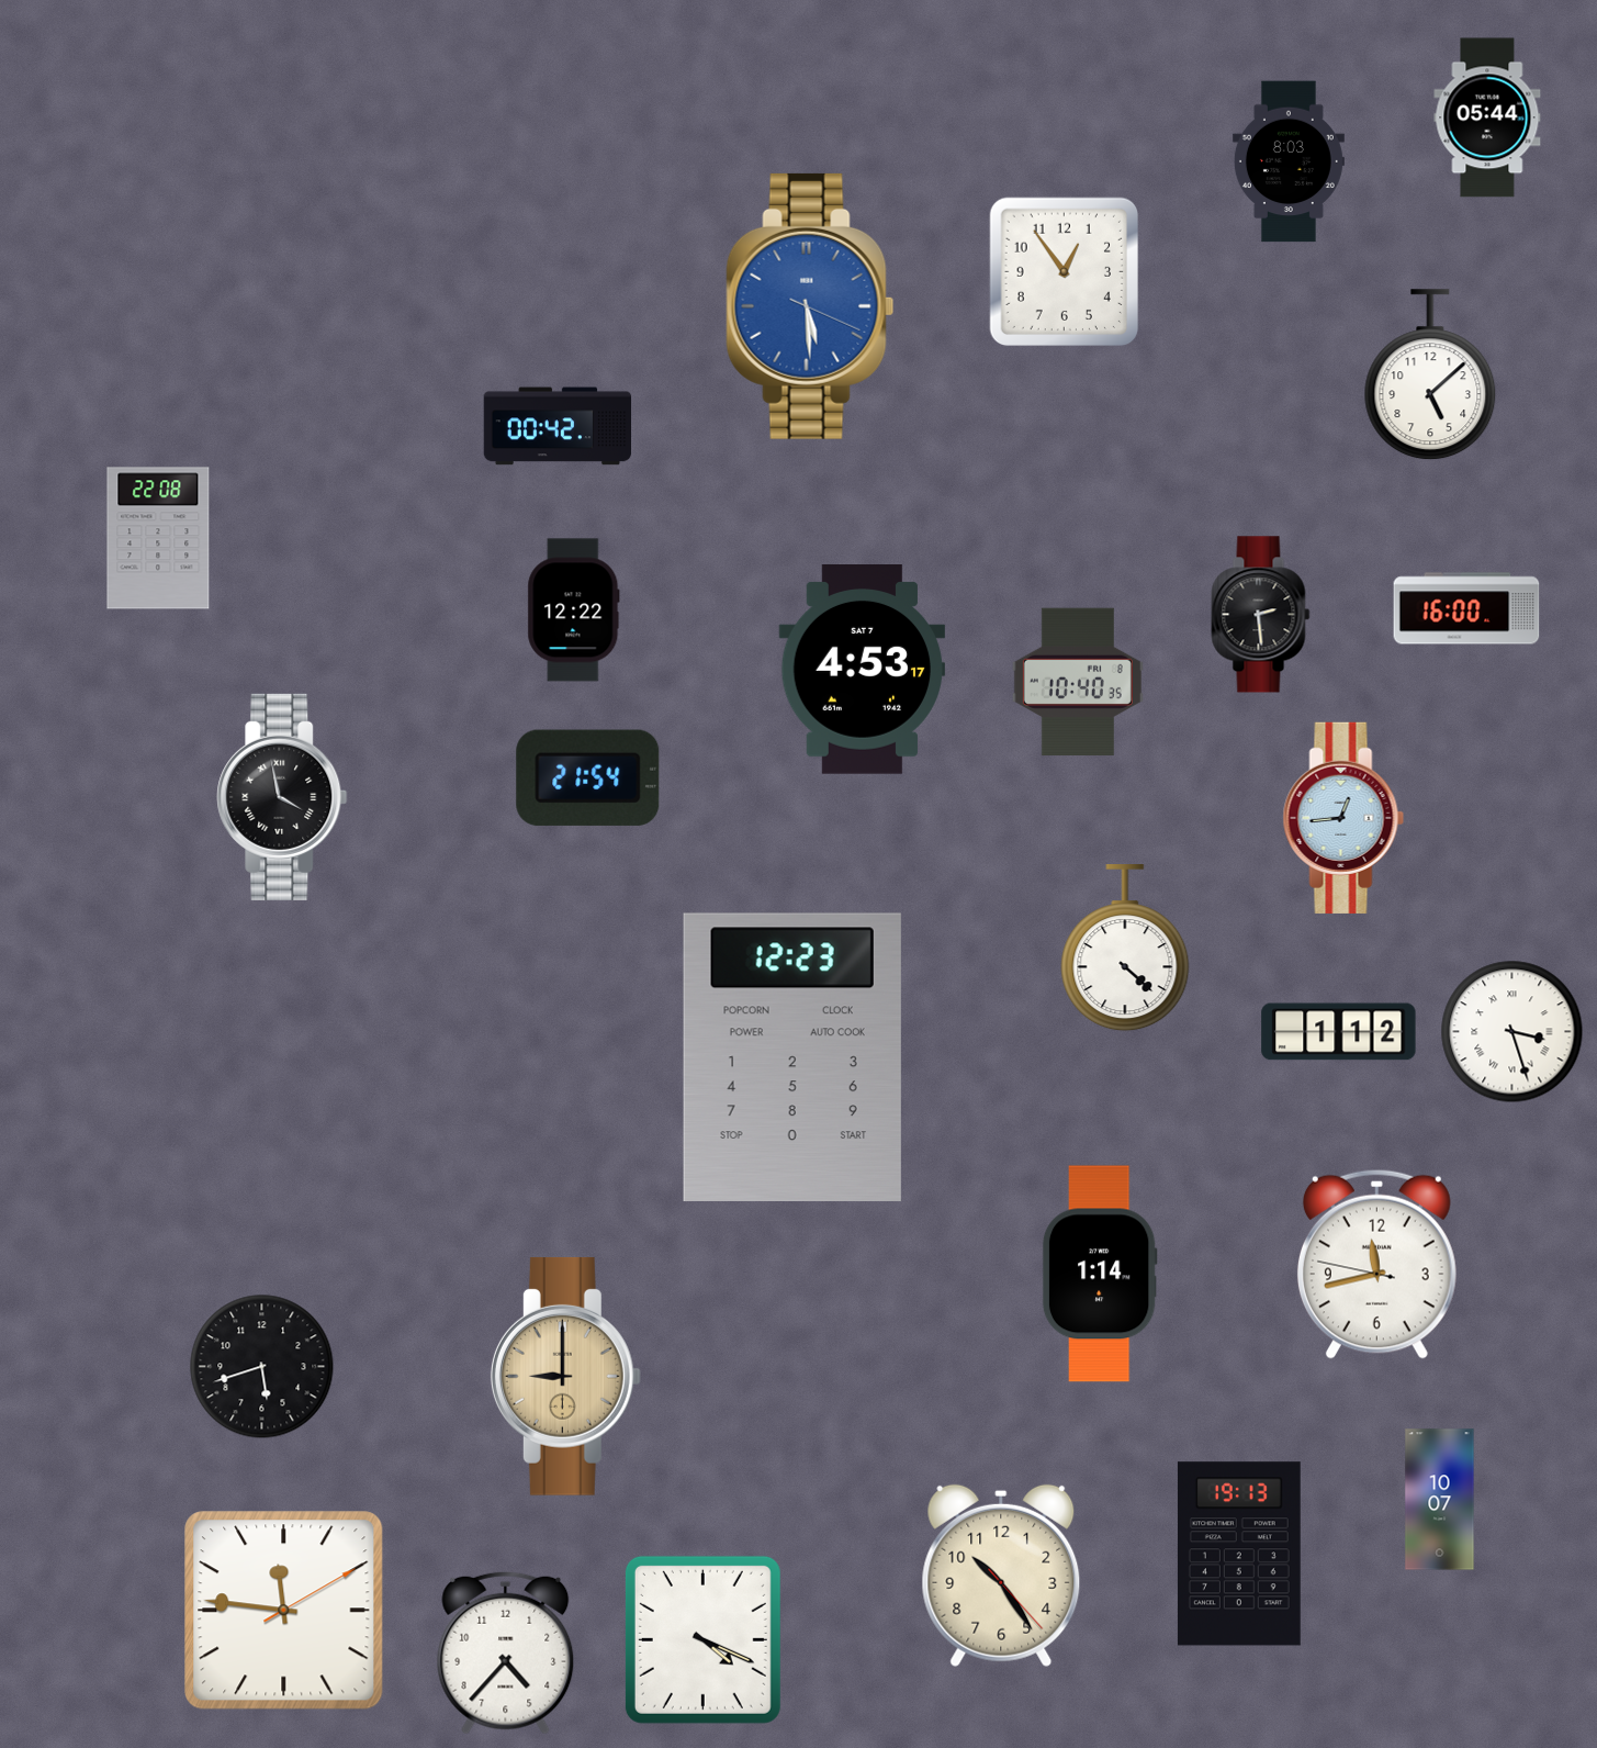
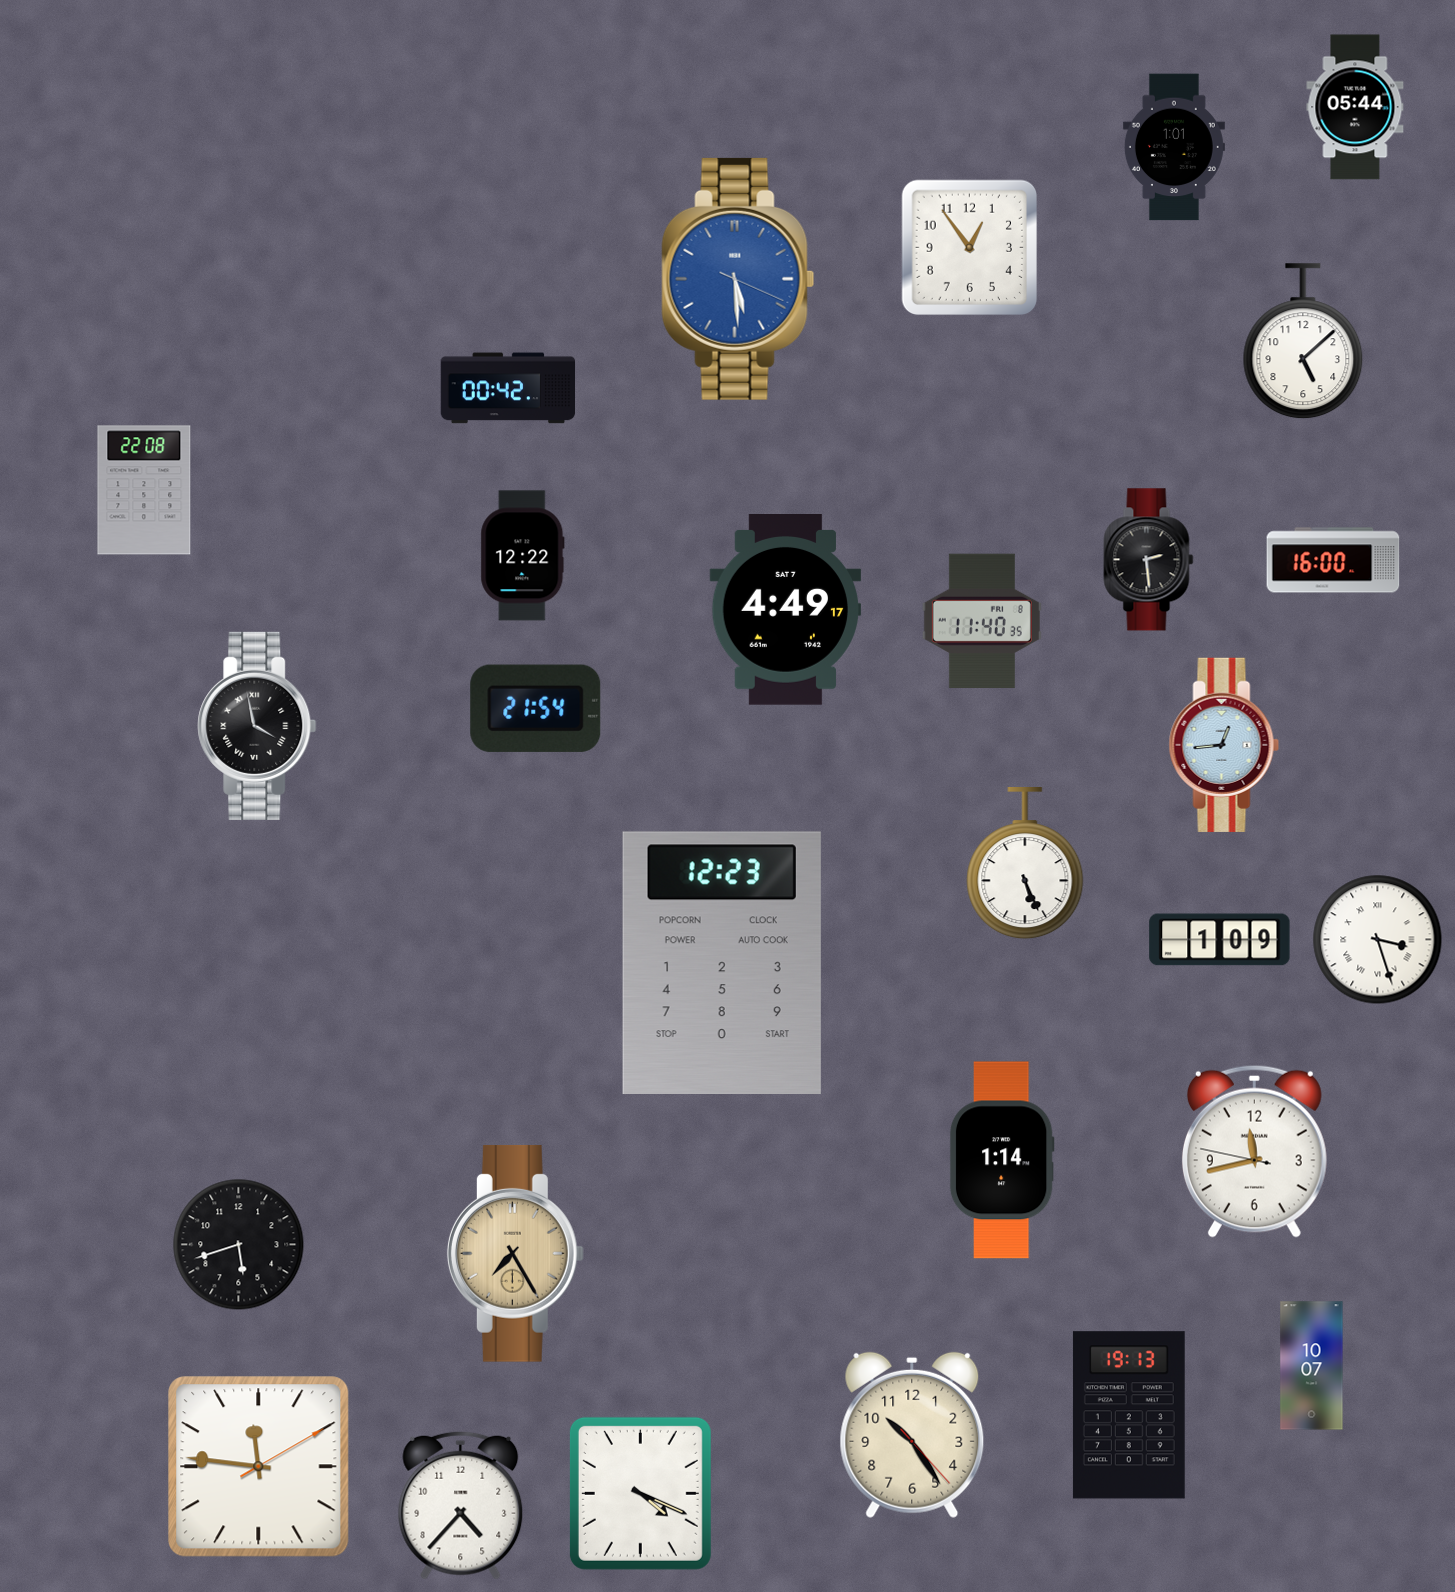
clock at (1289, 161): 8:03 -> 1:01
clock at (1466, 608) position: (1466, 608) -> (1333, 560)
clock at (863, 670): 4:53 -> 4:49
clock at (1078, 682): 10:40 -> 11:40
clock at (1125, 949): 4:22 -> 5:26
clock at (1339, 1032): 1:12 -> 1:09
clock at (565, 1376): 9:00 -> 7:25
